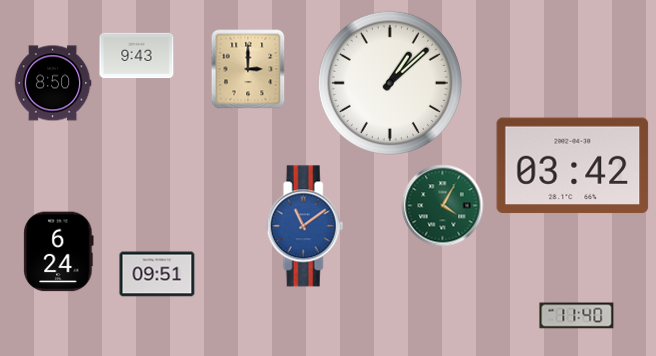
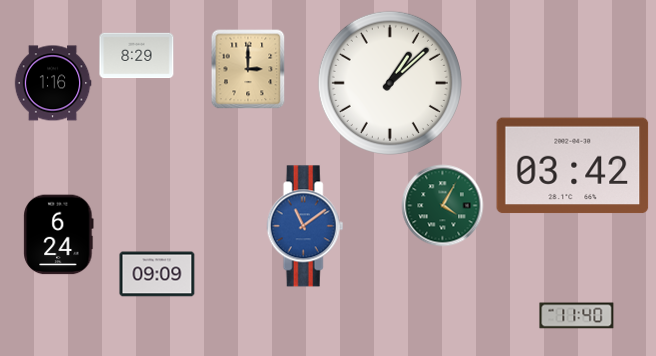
clock at (137, 56): 9:43 -> 8:29
clock at (53, 83): 8:50 -> 1:16
clock at (59, 252) position: (59, 252) -> (59, 235)
clock at (157, 274): 09:51 -> 09:09
